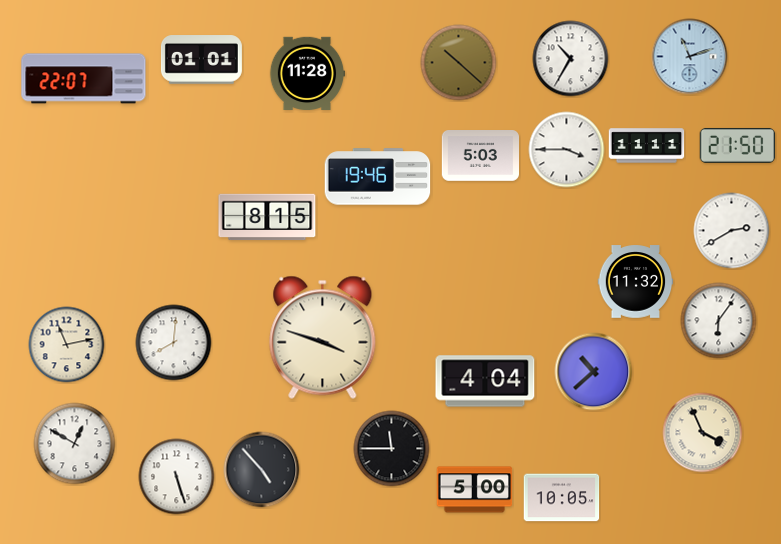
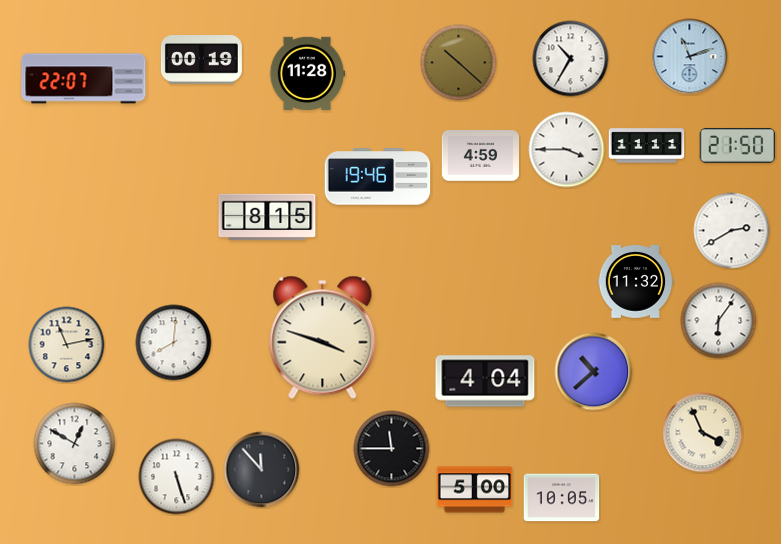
clock at (201, 60): 01:01 -> 00:19
clock at (480, 156): 5:03 -> 4:59
clock at (262, 470): 4:53 -> 11:53
